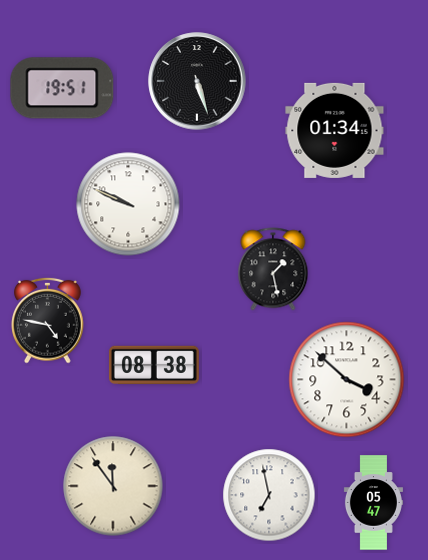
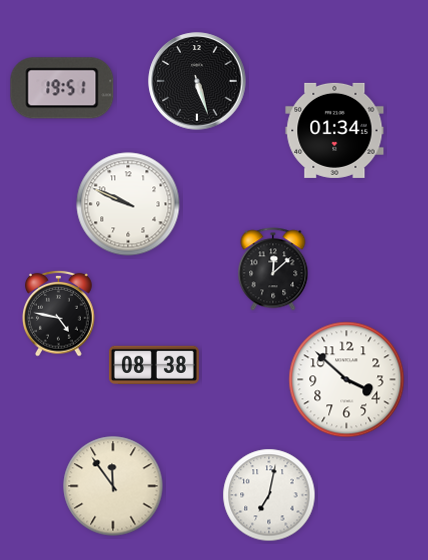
clock at (273, 269): 1:28 -> 12:08
clock at (48, 320) position: (48, 320) -> (59, 313)
clock at (269, 495): 6:58 -> 7:02
clock at (373, 503): 05:47 -> none
